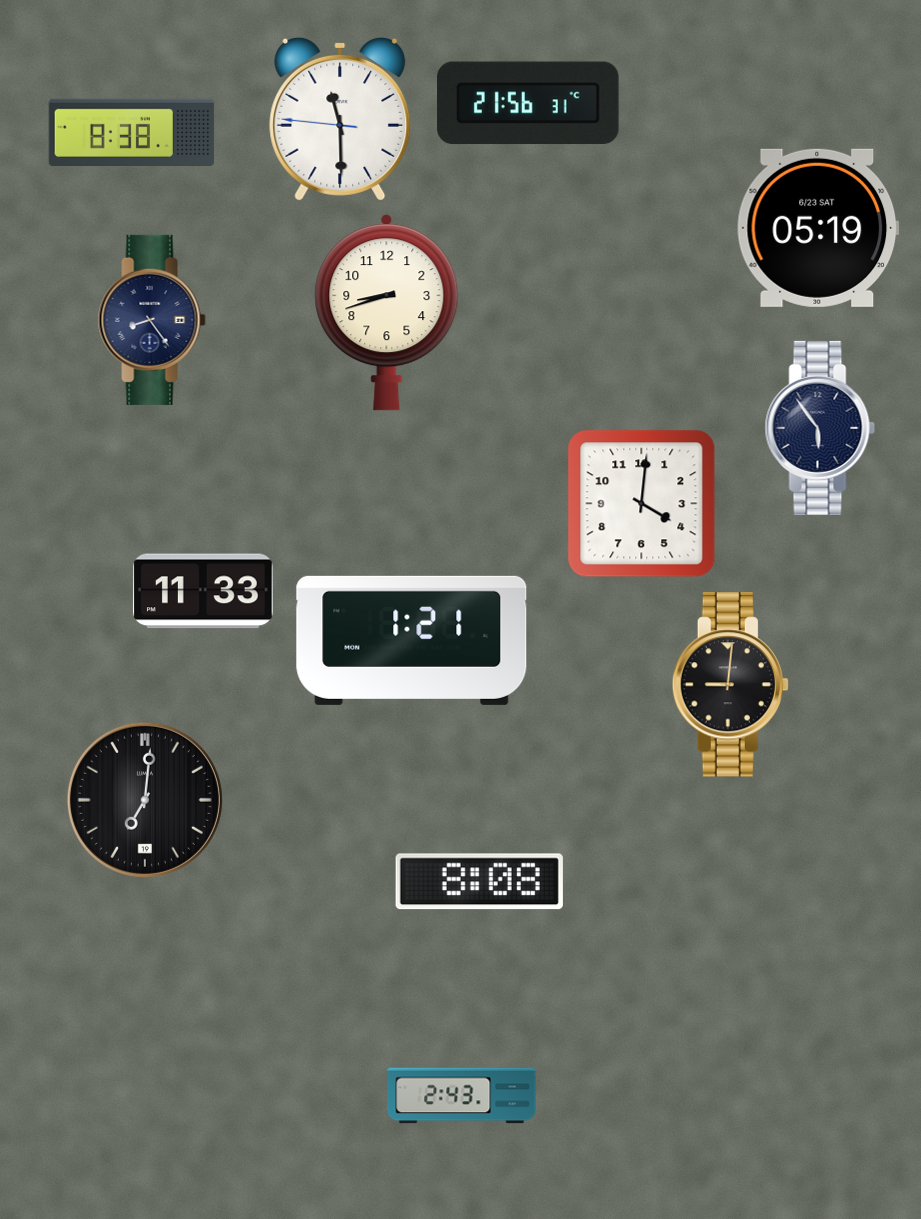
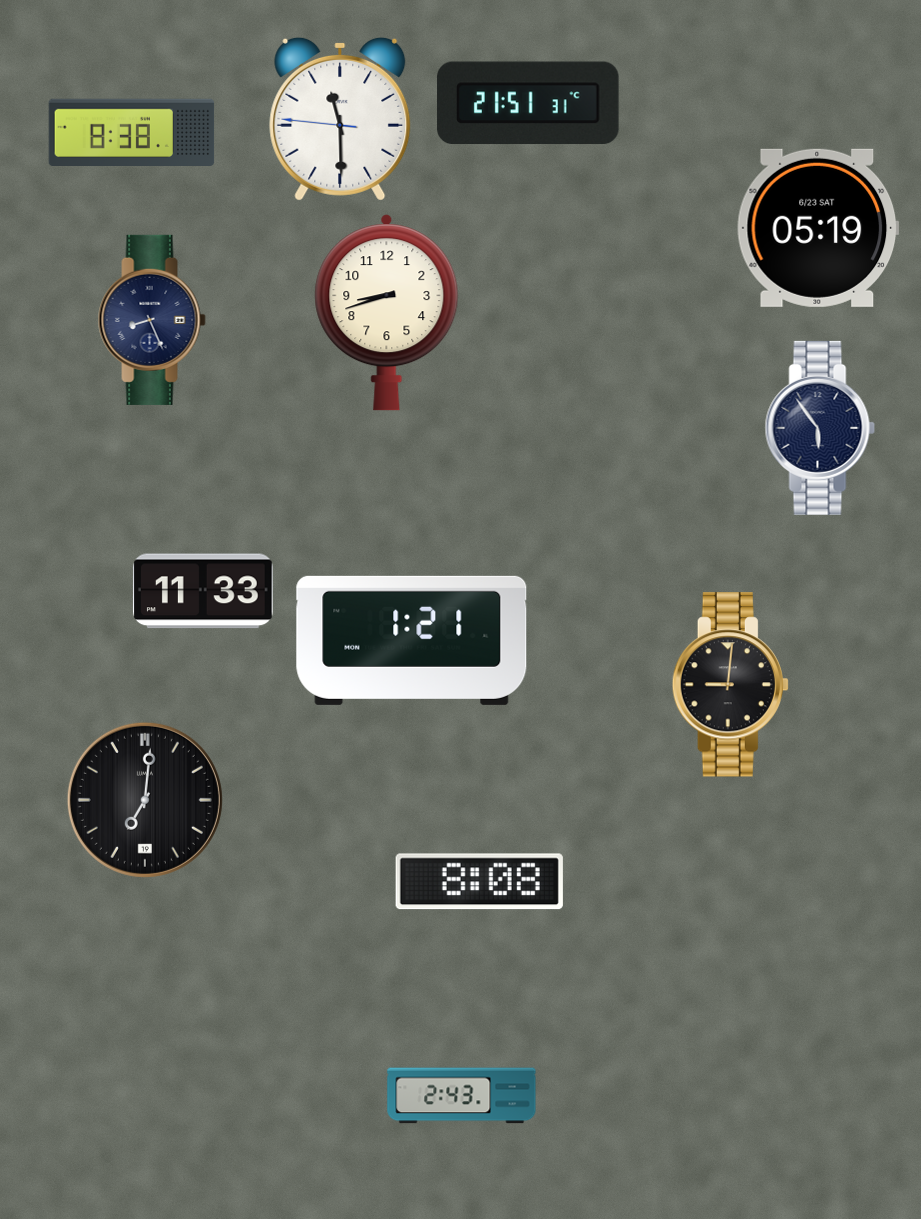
clock at (528, 103): 21:56 -> 21:51
clock at (152, 320): 8:24 -> 8:26
clock at (642, 504): 4:01 -> none
